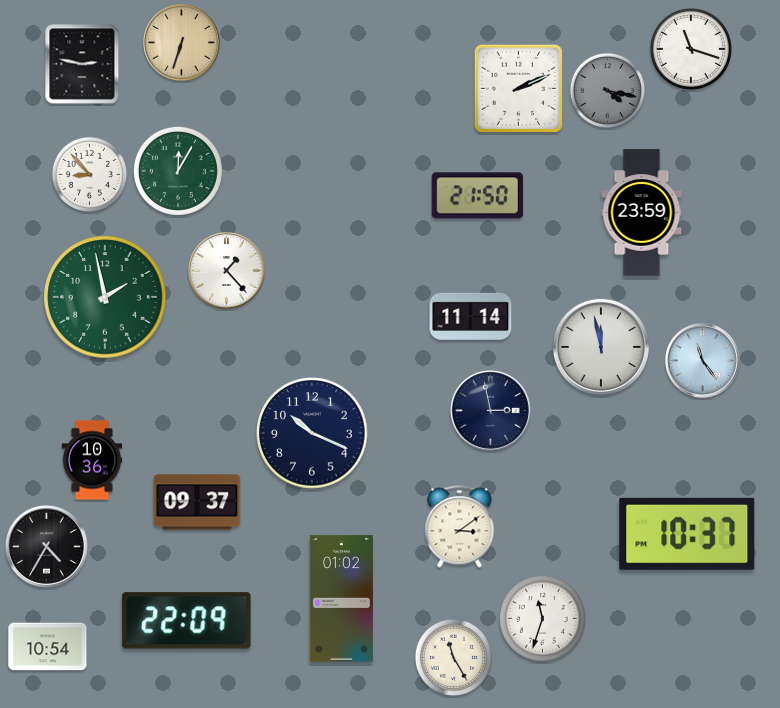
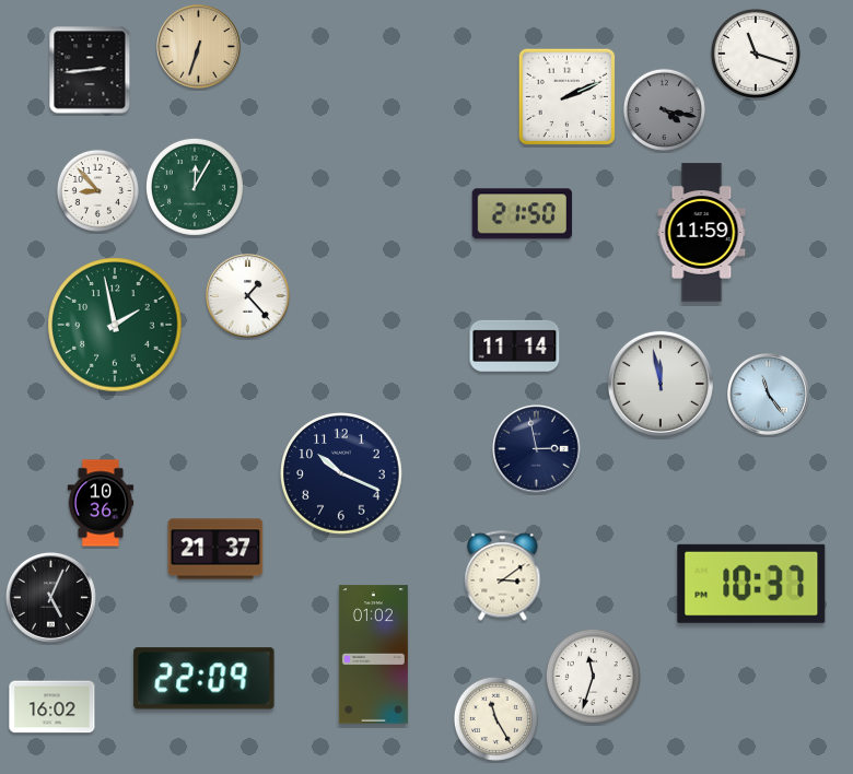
clock at (82, 64): 2:47 -> 2:44
clock at (607, 90) position: (607, 90) -> (664, 109)
clock at (642, 213): 23:59 -> 11:59
clock at (601, 347) position: (601, 347) -> (661, 384)
clock at (197, 502): 09:37 -> 21:37
clock at (46, 546): 4:35 -> 5:04
clock at (48, 647): 10:54 -> 16:02
